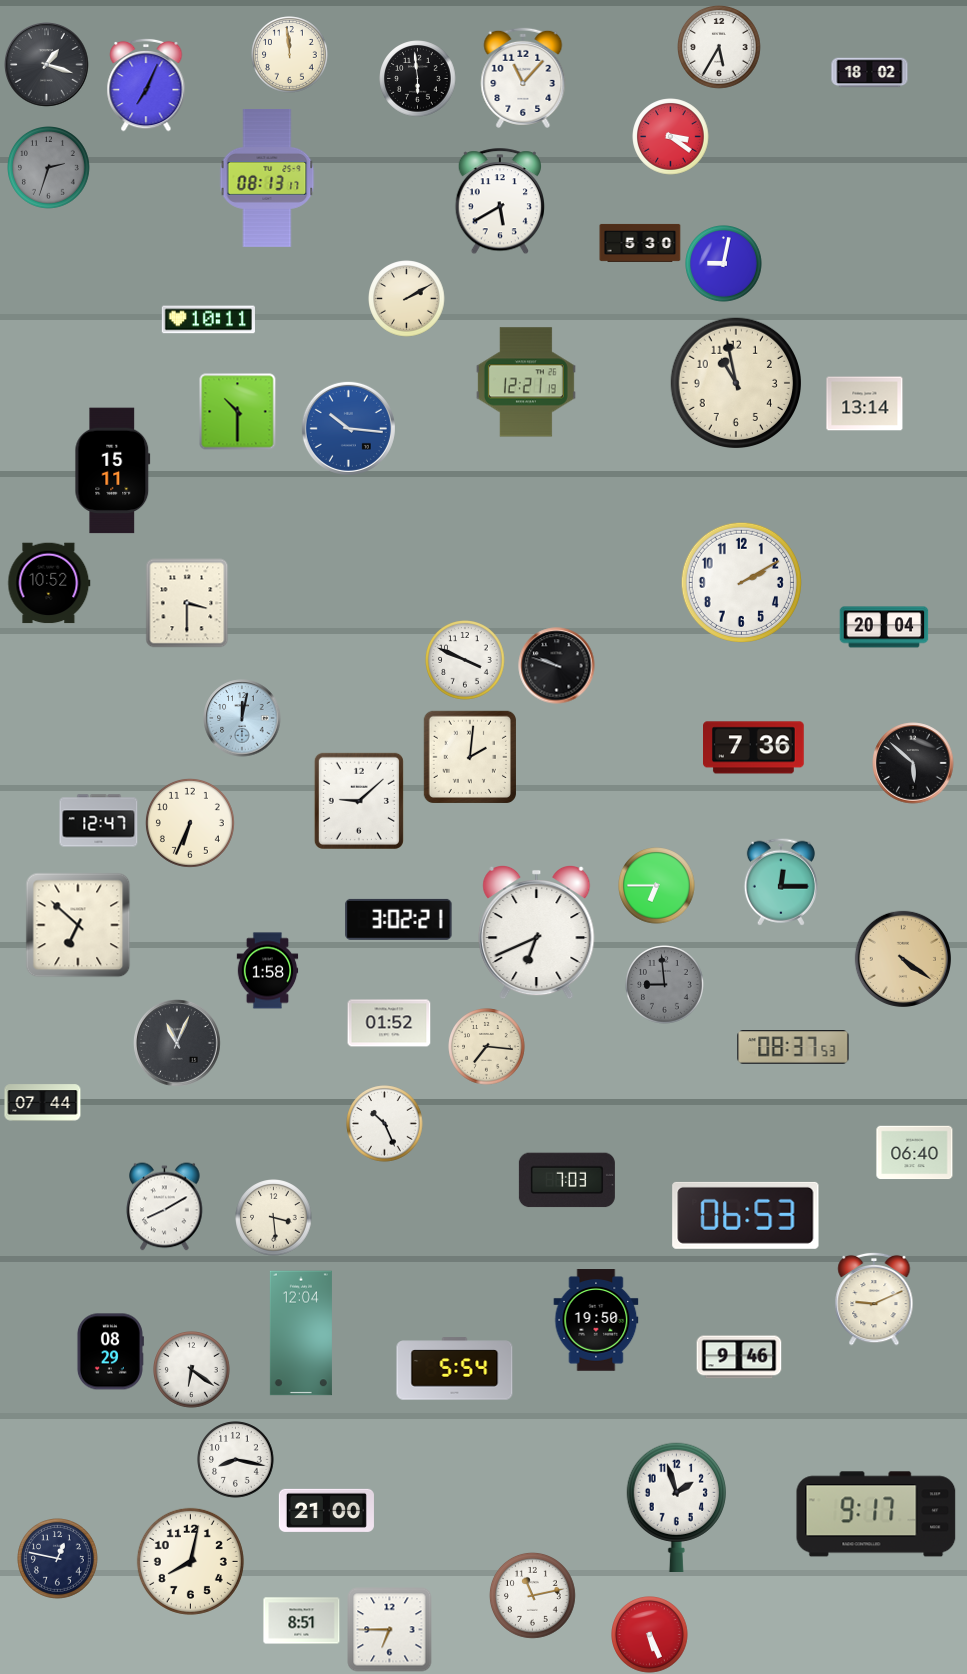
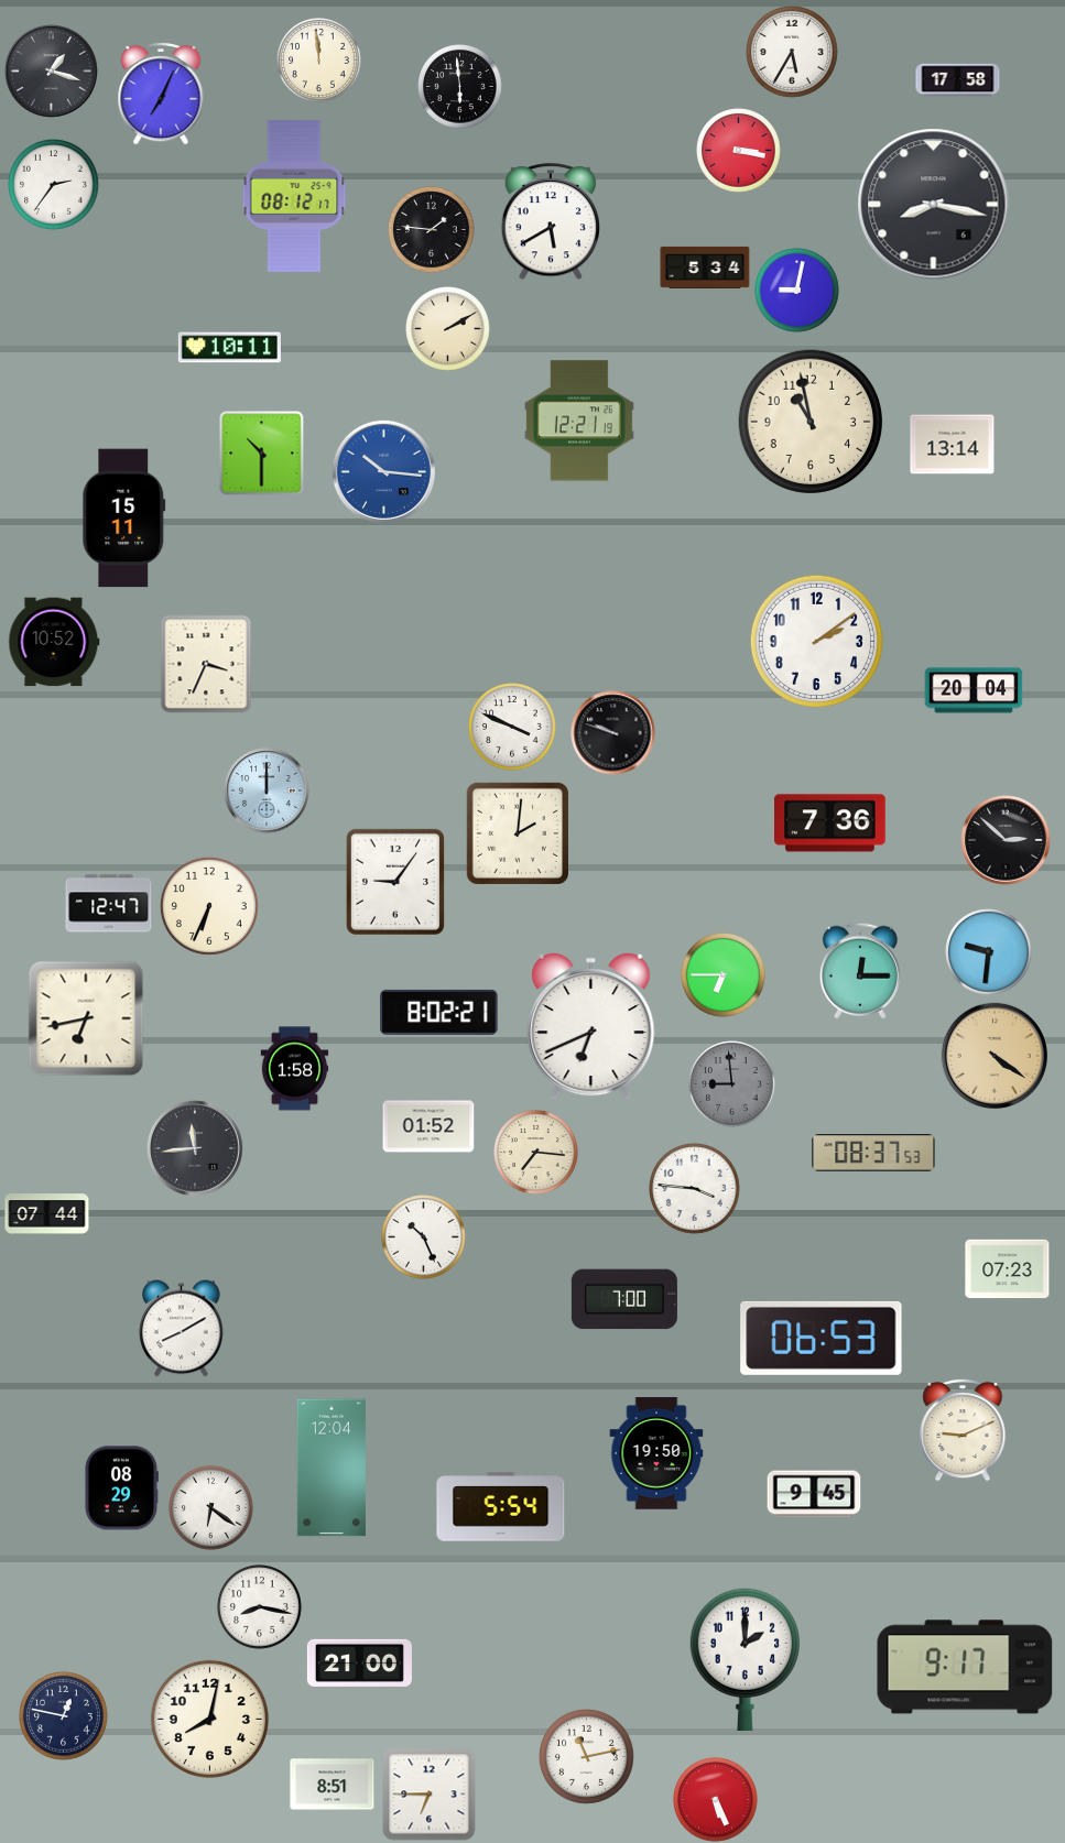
clock at (870, 73): 18:02 -> 17:58
clock at (523, 78): 11:07 -> none
clock at (671, 137): 3:21 -> 3:17
clock at (49, 168): 2:33 -> 2:36
clock at (49, 168) dial: grey -> white
clock at (267, 179): 08:13 -> 08:12
clock at (934, 205): none -> 8:17
clock at (432, 230): none -> 1:46
clock at (640, 243): 5:30 -> 5:34
clock at (208, 320) position: (208, 320) -> (229, 348)
clock at (741, 582): 2:10 -> 2:09
clock at (187, 603): 3:30 -> 3:34
clock at (242, 718): 12:02 -> 12:00
clock at (913, 763): 5:52 -> 2:52
clock at (359, 801): 9:08 -> 9:06
clock at (989, 952): none -> 9:31
clock at (399, 919): 3:02 -> 8:02
clock at (78, 925): 6:52 -> 6:43
clock at (178, 1044): 11:04 -> 11:44
clock at (695, 1189): none -> 3:46
clock at (915, 1153): 06:40 -> 07:23
clock at (567, 1180): 7:03 -> 7:00
clock at (274, 1218): 3:29 -> none
clock at (739, 1357): 9:46 -> 9:45
clock at (676, 1507): 1:57 -> 2:00
